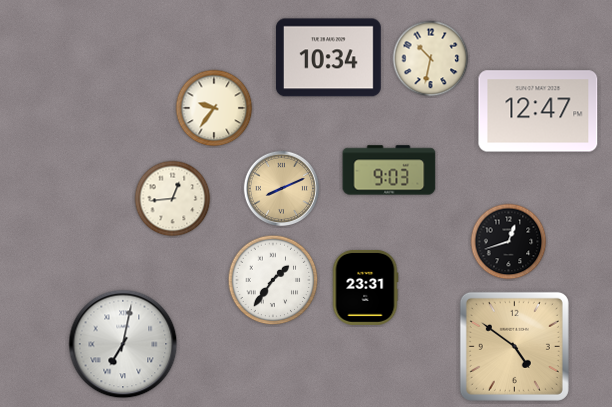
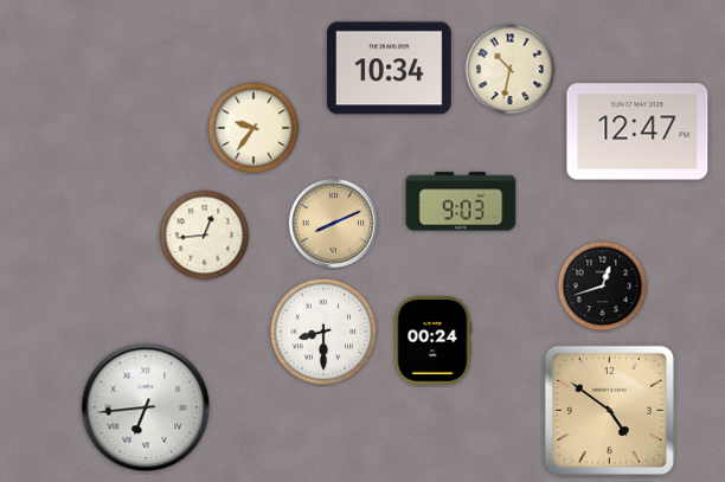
clock at (273, 280): 1:36 -> 8:30
clock at (365, 287): 23:31 -> 00:24
clock at (123, 344): 7:02 -> 6:44
